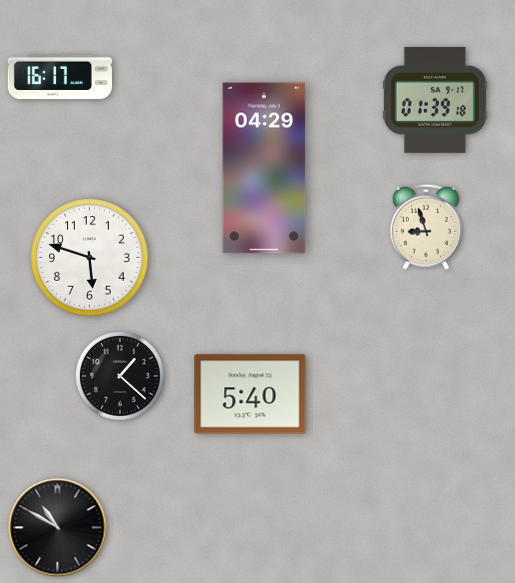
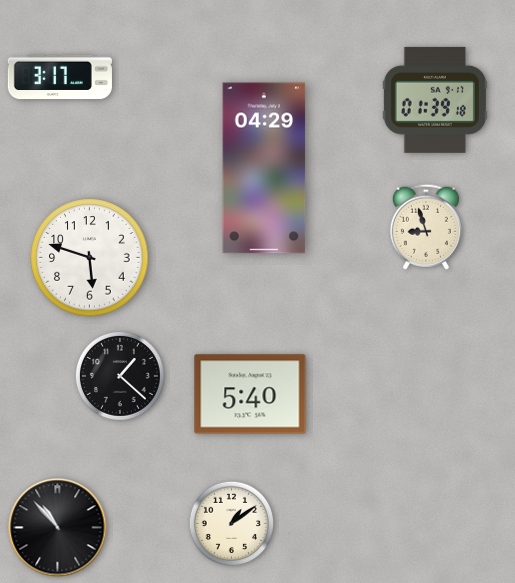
clock at (60, 77): 16:17 -> 3:17
clock at (232, 524): none -> 1:09
clock at (58, 528): 10:50 -> 10:53
